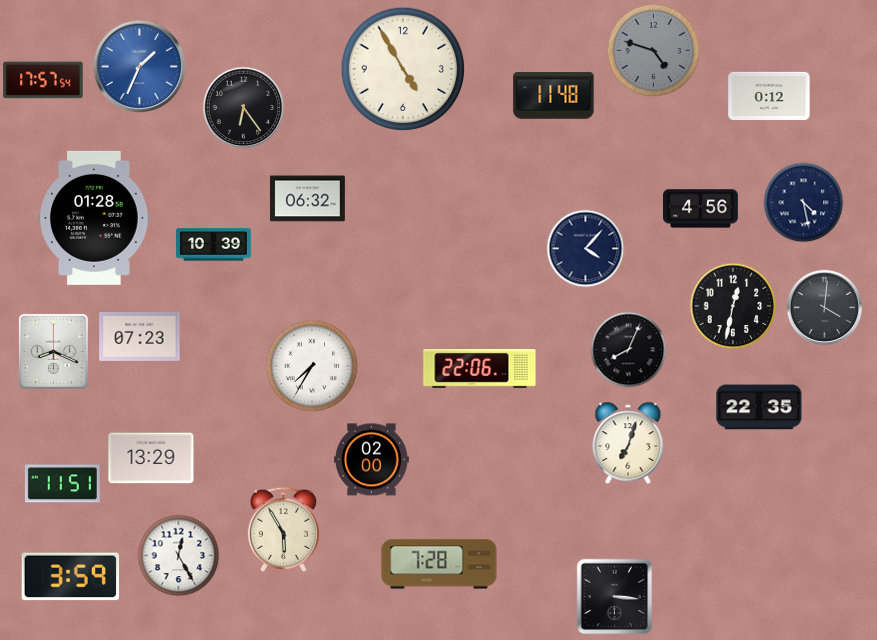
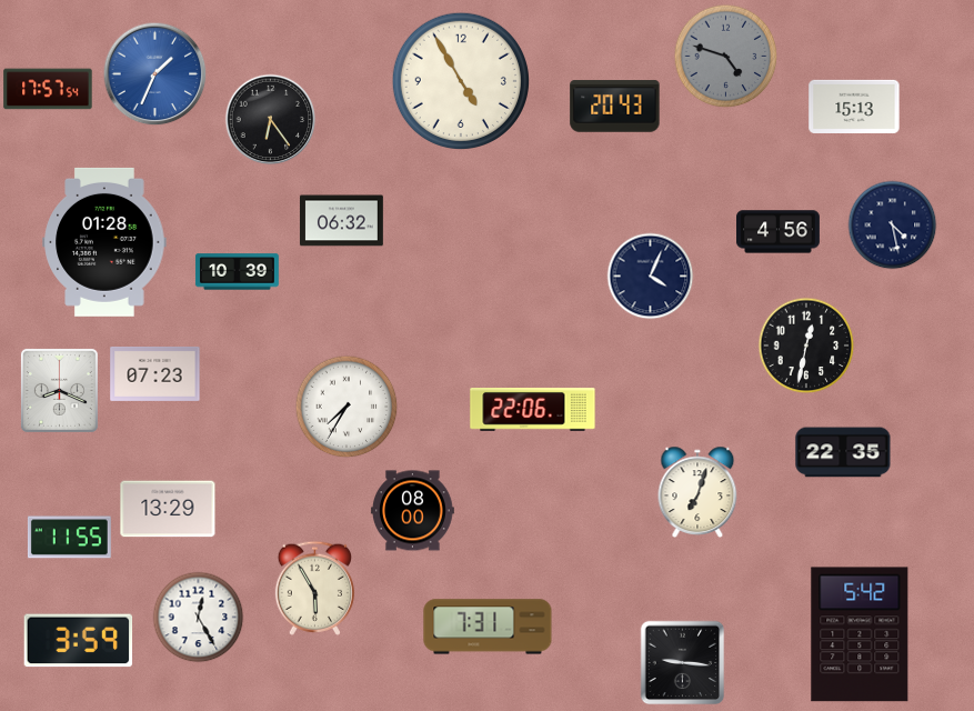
clock at (402, 68) position: (402, 68) -> (460, 80)
clock at (554, 96): 11:48 -> 20:43
clock at (769, 96): 0:12 -> 15:13
clock at (586, 249): 4:07 -> 4:04
clock at (733, 306) position: (733, 306) -> (806, 346)
clock at (825, 308): 4:01 -> none
clock at (629, 350): 8:04 -> none
clock at (371, 460): 02:00 -> 08:00
clock at (62, 484): 11:51 -> 11:55
clock at (439, 564): 7:28 -> 7:31
clock at (860, 634): none -> 5:42
clock at (615, 597): 3:16 -> 9:16
